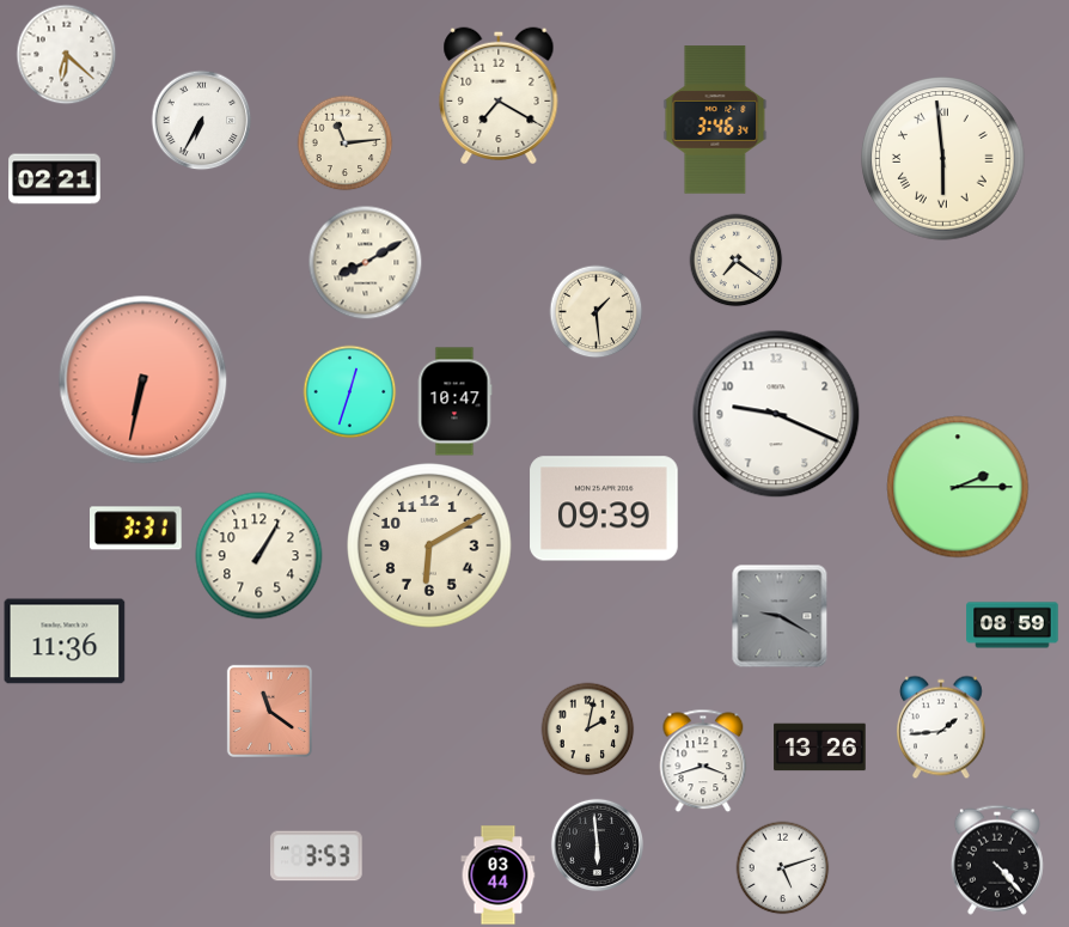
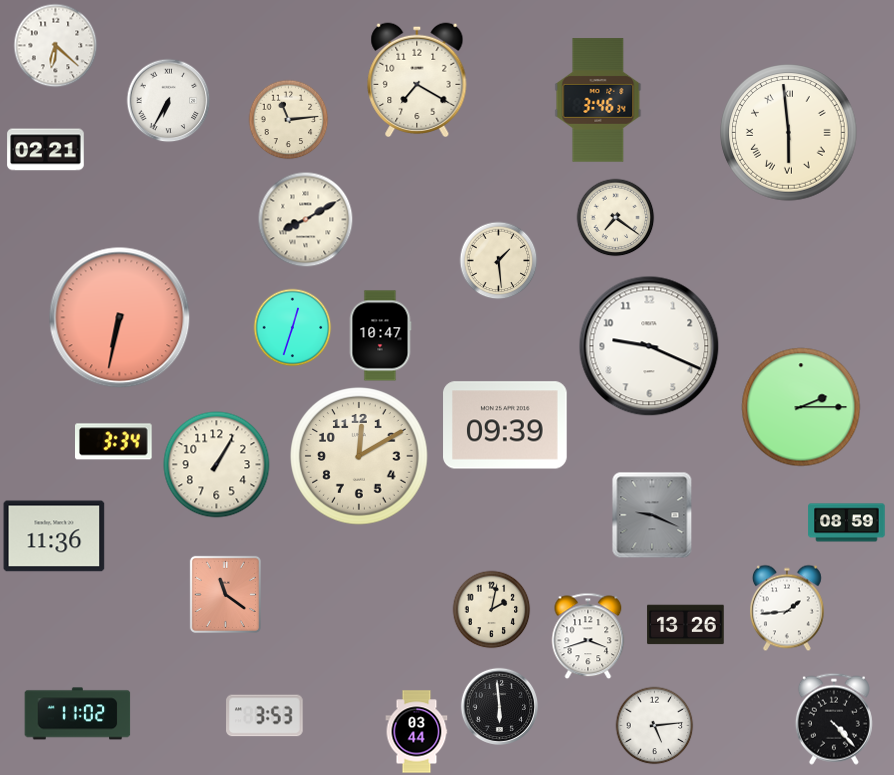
clock at (136, 529): 3:31 -> 3:34
clock at (429, 545): 6:10 -> 12:10
clock at (780, 616): 9:20 -> 9:19
clock at (78, 714): none -> 11:02
clock at (782, 867): 5:12 -> 5:14
